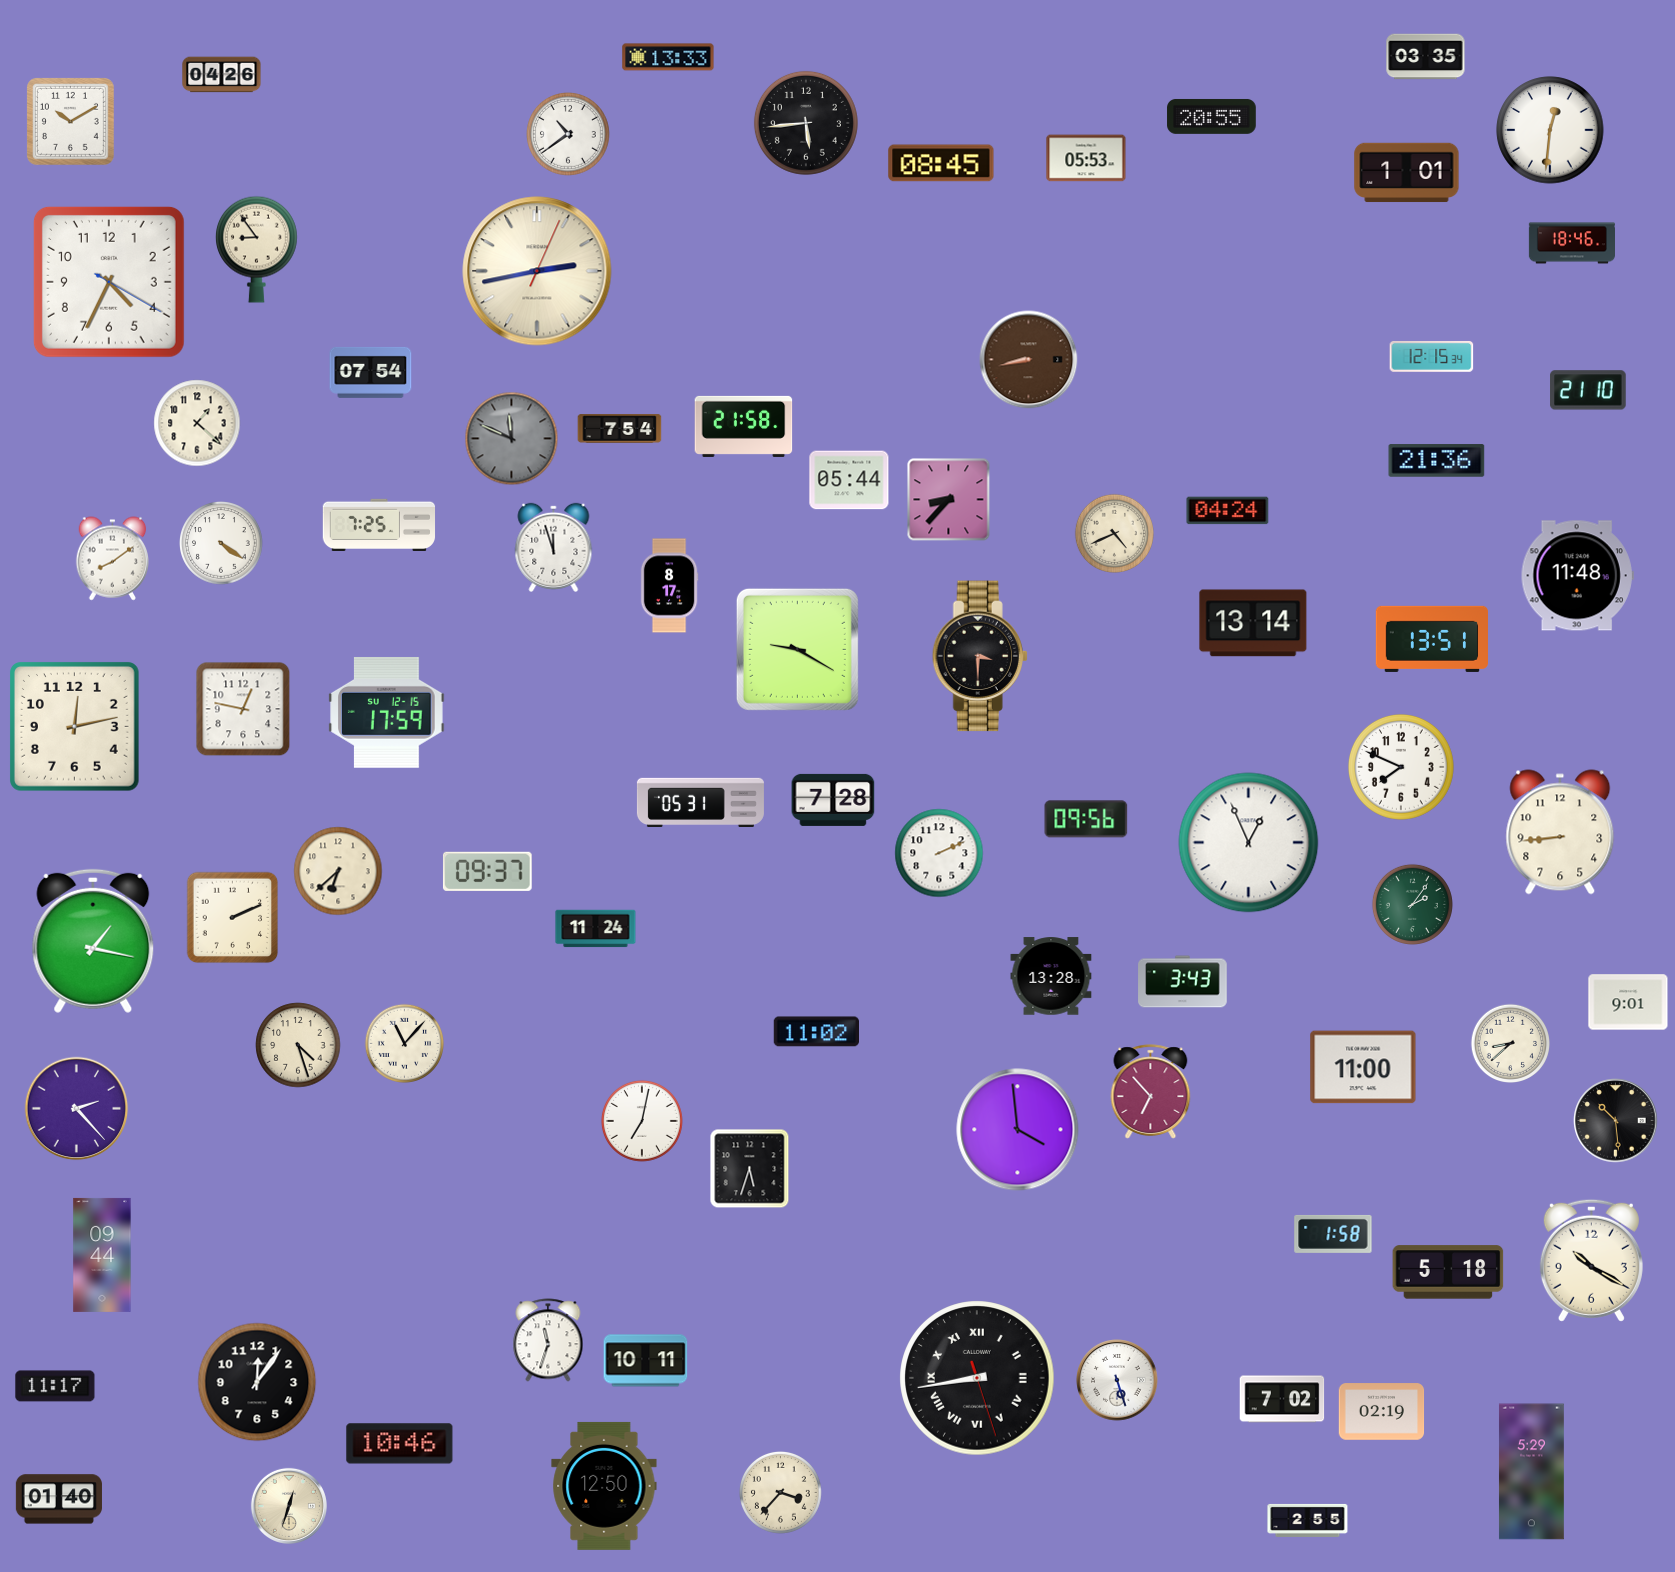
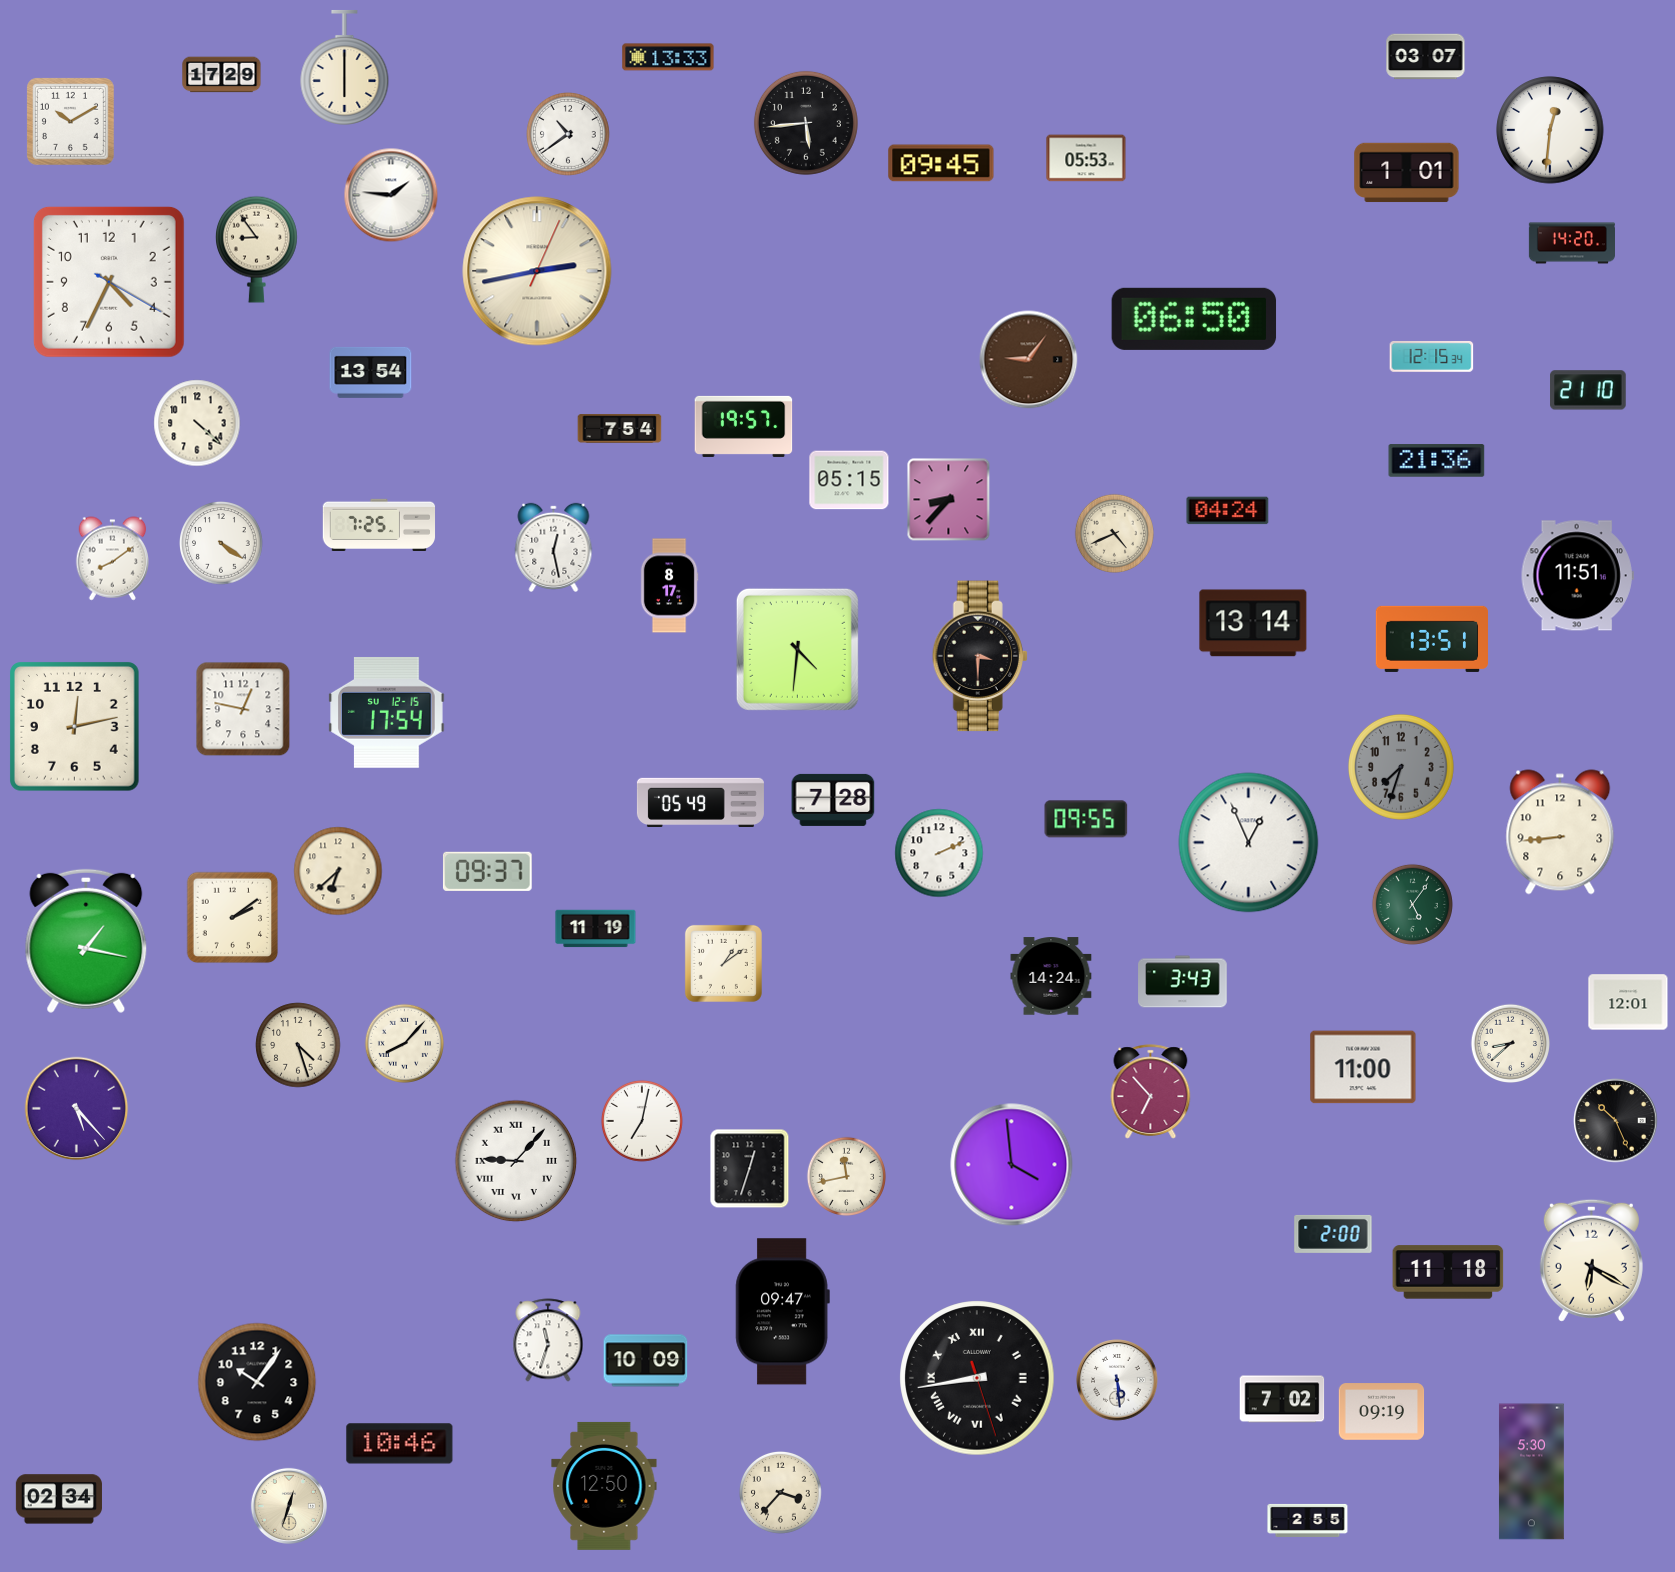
clock at (1426, 57): 03:35 -> 03:07
clock at (345, 67): none -> 6:00
clock at (222, 75): 04:26 -> 17:29
clock at (1212, 116): 20:55 -> none
clock at (941, 163): 08:45 -> 09:45
clock at (391, 195): none -> 1:46
clock at (1571, 243): 18:46 -> 14:20
clock at (1194, 319): none -> 06:50
clock at (1029, 360): 8:43 -> 9:06
clock at (371, 372): 07:54 -> 13:54
clock at (197, 423): 1:22 -> 4:22
clock at (744, 426): 21:58 -> 19:57
clock at (512, 439): 11:49 -> none
clock at (849, 480): 05:44 -> 05:15
clock at (554, 547): 11:57 -> 12:28
clock at (1577, 576): 11:48 -> 11:51
clock at (797, 649): 9:20 -> 4:31
clock at (387, 712): 17:59 -> 17:54
clock at (1401, 767): 7:49 -> 7:33
clock at (1401, 767) dial: white -> grey
clock at (700, 802): 05:31 -> 05:49
clock at (1086, 819): 09:56 -> 09:55
clock at (1412, 904): 2:06 -> 5:06
clock at (233, 918): 2:11 -> 2:09
clock at (596, 929): 11:24 -> 11:19
clock at (93, 941) position: (93, 941) -> (86, 941)
clock at (723, 963): none -> 1:09
clock at (1051, 976): 13:28 -> 14:24
clock at (1628, 1002): 9:01 -> 12:01
clock at (816, 1032): 11:02 -> none
clock at (404, 1043): 11:07 -> 8:07
clock at (77, 1109): 2:23 -> 5:23
clock at (1616, 1121): 10:29 -> 10:26
clock at (1018, 1130) position: (1018, 1130) -> (1012, 1165)
clock at (516, 1161): none -> 9:07
clock at (750, 1169): 5:33 -> 12:33
clock at (846, 1176): none -> 11:43
clock at (1333, 1234): 1:58 -> 2:00
clock at (102, 1255): 09:44 -> none
clock at (1591, 1260): 10:20 -> 6:20
clock at (1448, 1272): 5:18 -> 11:18
clock at (782, 1312): none -> 09:47
clock at (646, 1361): 10:11 -> 10:09
clock at (1117, 1380): 5:27 -> 5:29
clock at (257, 1382): 12:06 -> 10:06
clock at (55, 1386): 11:17 -> none
clock at (1382, 1412): 02:19 -> 09:19
clock at (1531, 1472): 5:29 -> 5:30
clock at (59, 1499): 01:40 -> 02:34
